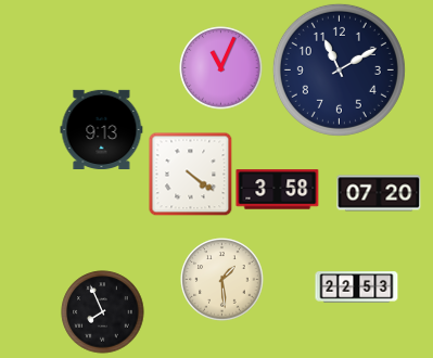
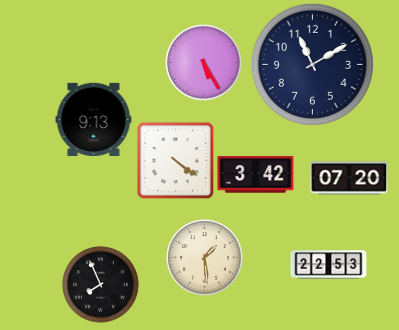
clock at (221, 68): 11:04 -> 5:25
clock at (278, 190): 3:58 -> 3:42
clock at (103, 312) position: (103, 312) -> (101, 285)
